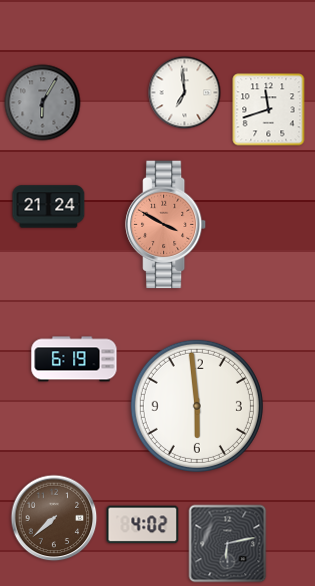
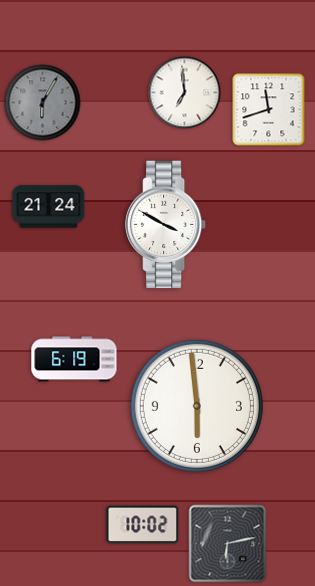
clock at (167, 225) dial: salmon -> white
clock at (54, 518): 7:38 -> none
clock at (143, 525): 4:02 -> 10:02
